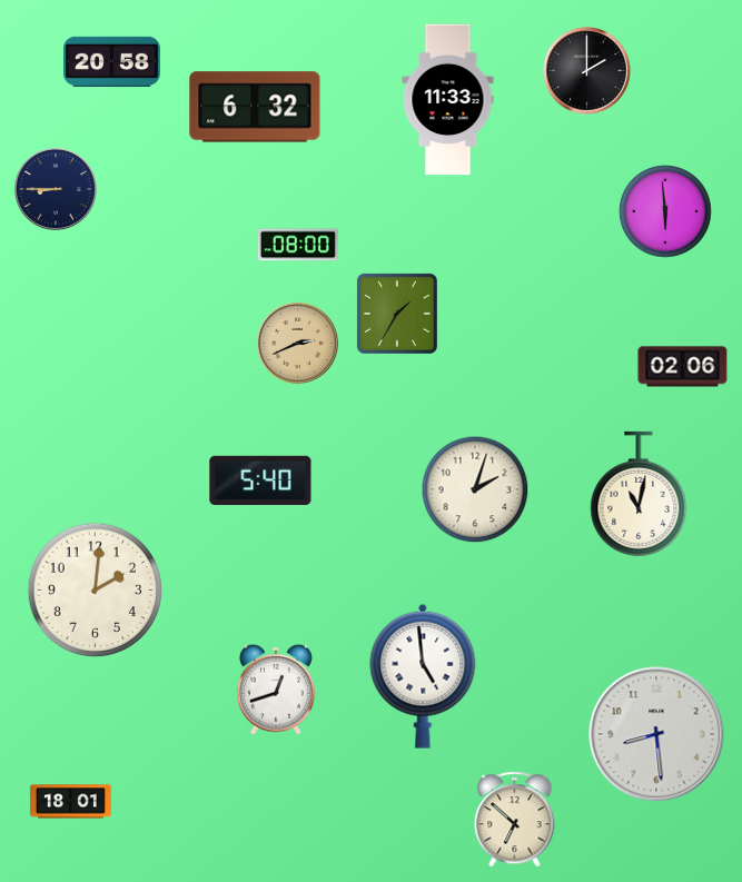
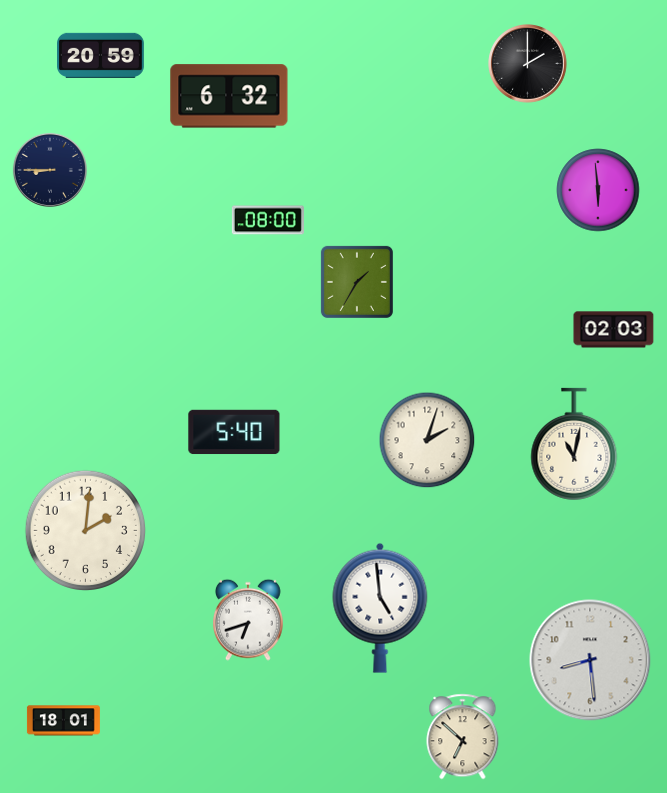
clock at (112, 61): 20:58 -> 20:59
clock at (448, 100): 11:33 -> none
clock at (297, 343): 2:41 -> none
clock at (683, 367): 02:06 -> 02:03
clock at (277, 690): 12:42 -> 6:42
